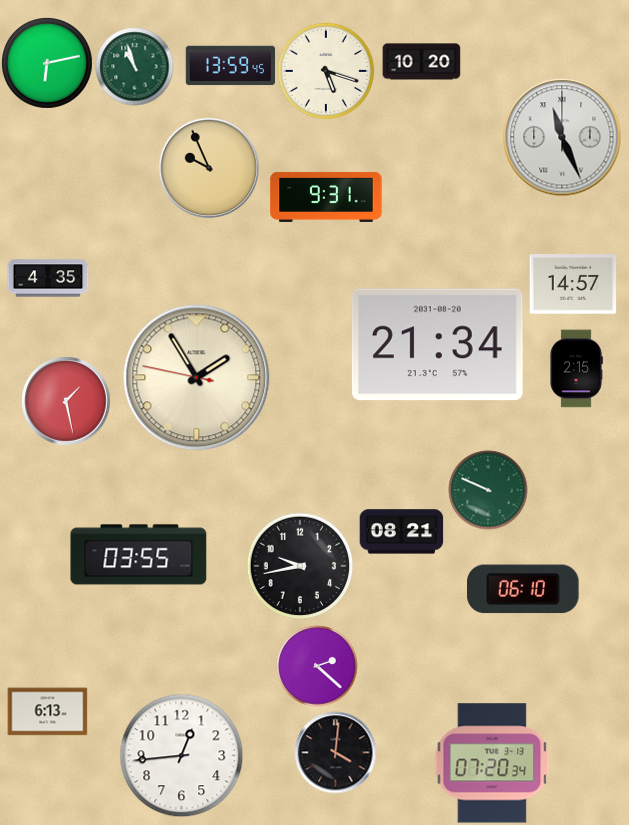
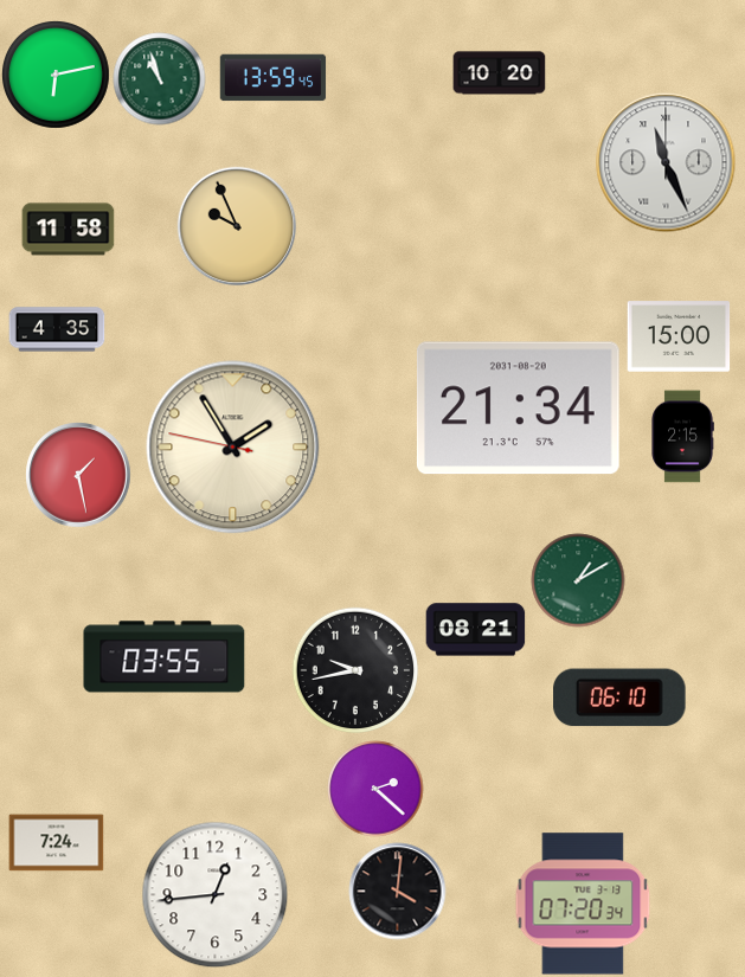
clock at (326, 71): 5:18 -> none
clock at (209, 168) position: (209, 168) -> (237, 226)
clock at (68, 230): none -> 11:58
clock at (326, 197): 9:31 -> none
clock at (573, 284): 14:57 -> 15:00
clock at (488, 490): 9:49 -> 1:10
clock at (47, 712): 6:13 -> 7:24
